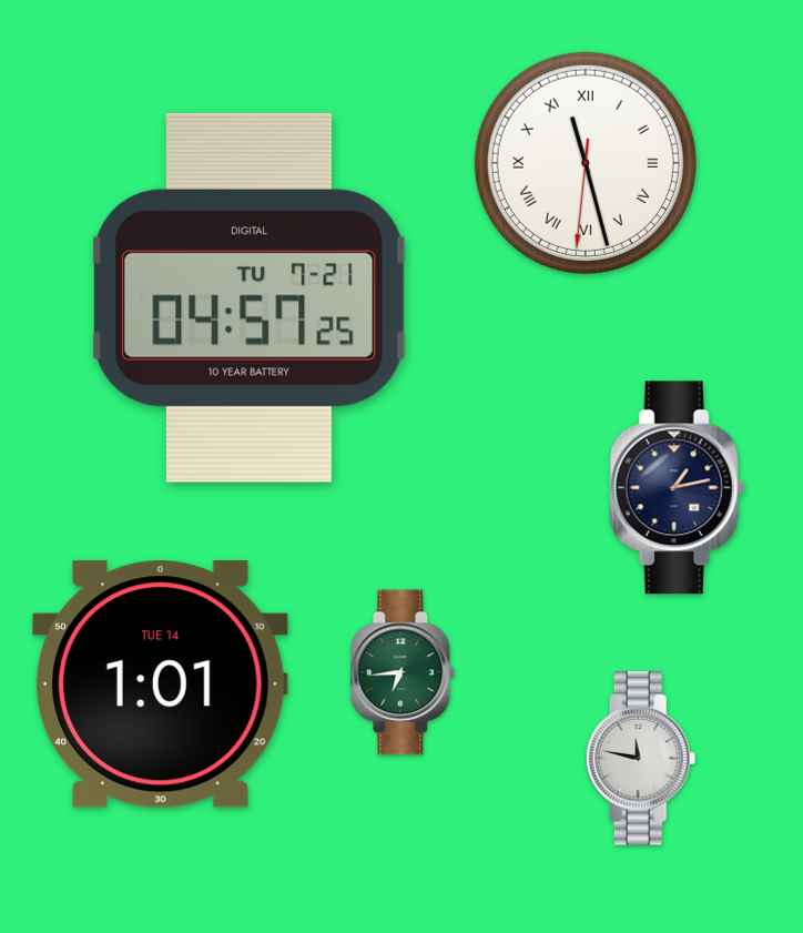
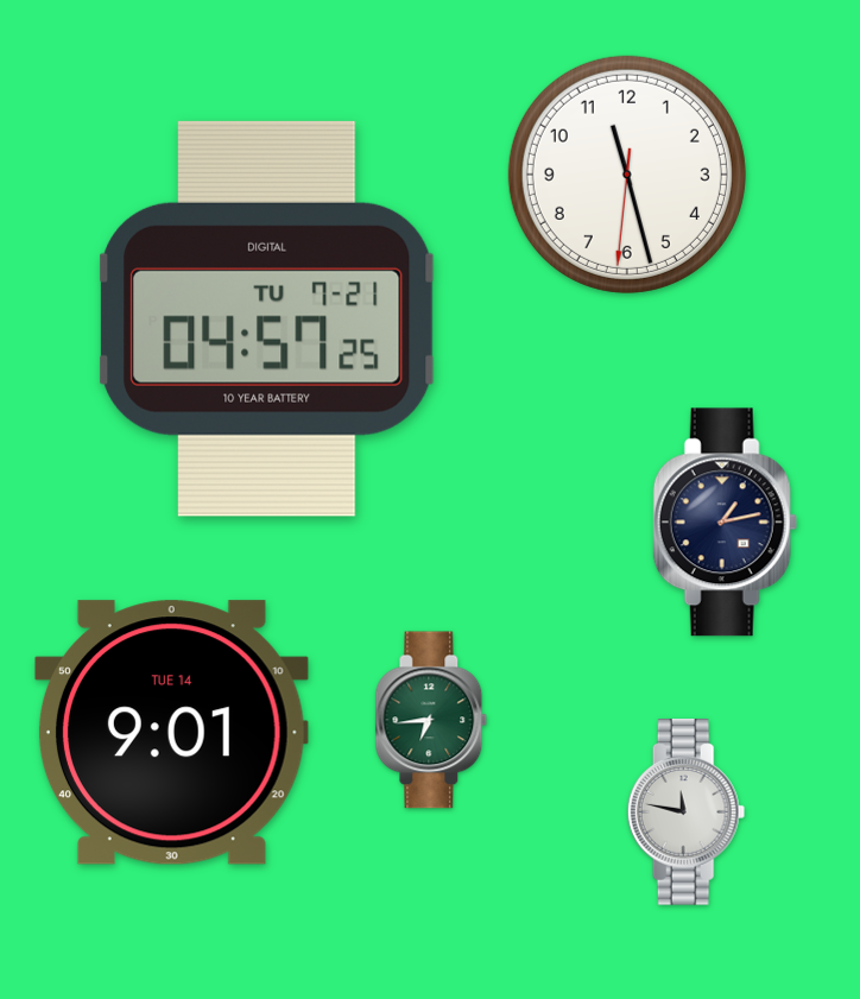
clock at (586, 163) numerals: Roman -> Arabic
clock at (160, 684): 1:01 -> 9:01
